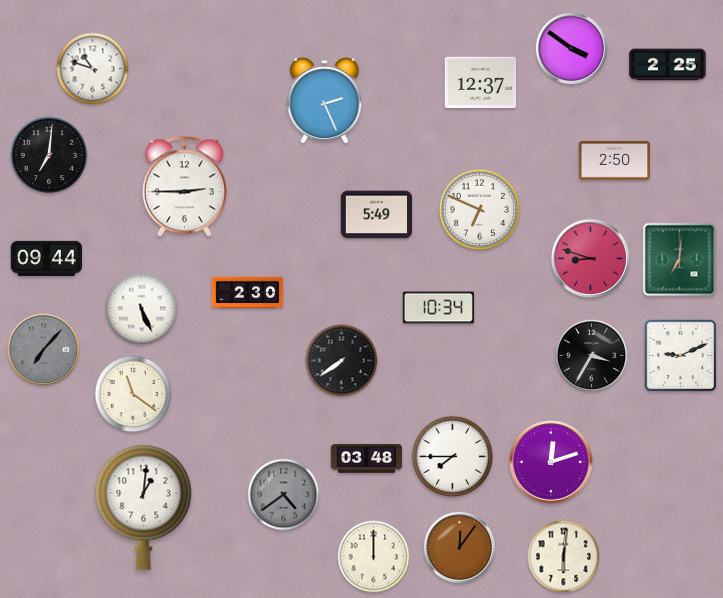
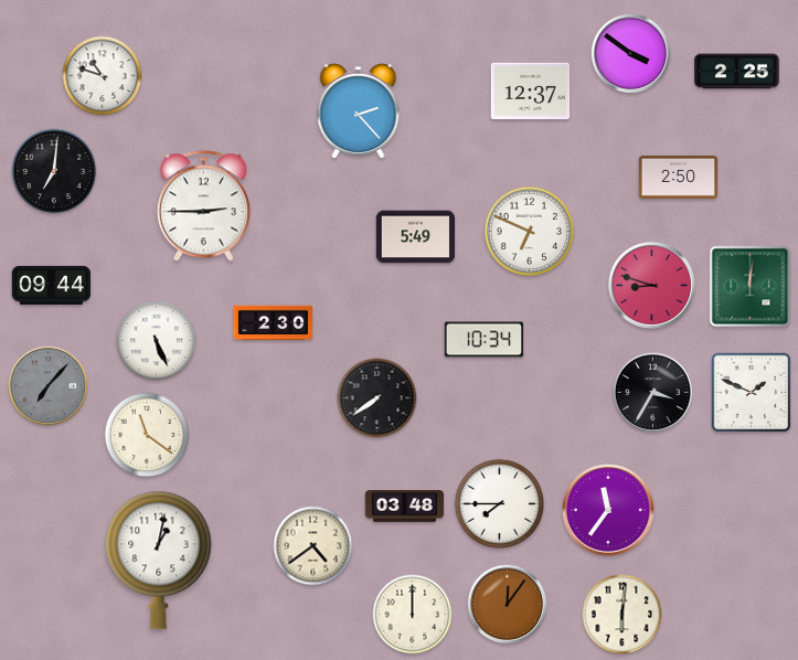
clock at (325, 101): 2:26 -> 2:23
clock at (680, 260): 7:01 -> 12:01
clock at (681, 356): 9:11 -> 1:49
clock at (552, 463): 12:12 -> 11:36
clock at (284, 495) dial: grey -> cream
clock at (144, 507): 1:01 -> 1:02
